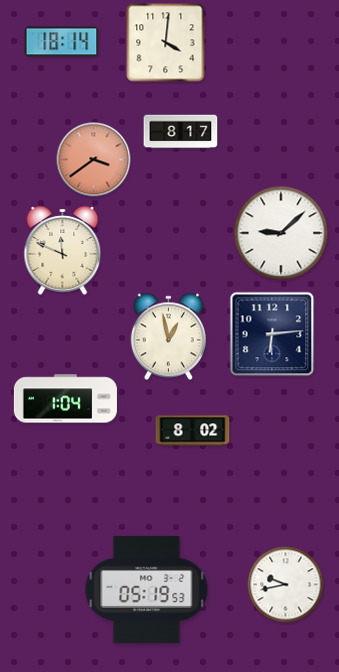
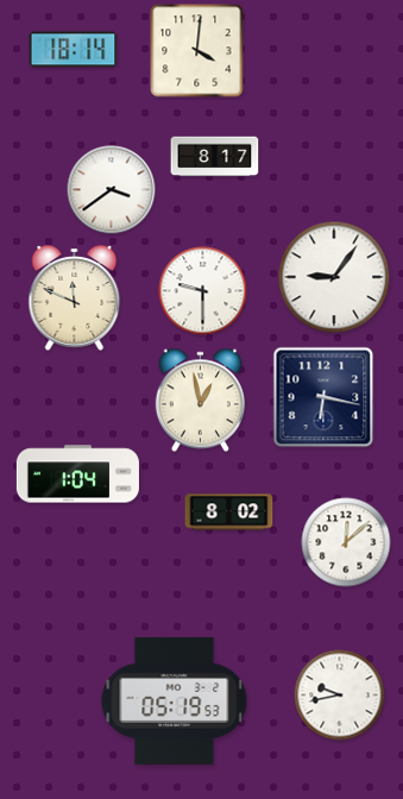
clock at (94, 160) dial: salmon -> white
clock at (281, 233): 9:08 -> 9:06
clock at (203, 291): none -> 9:30
clock at (272, 334): 6:14 -> 6:17
clock at (346, 542): none -> 12:08
